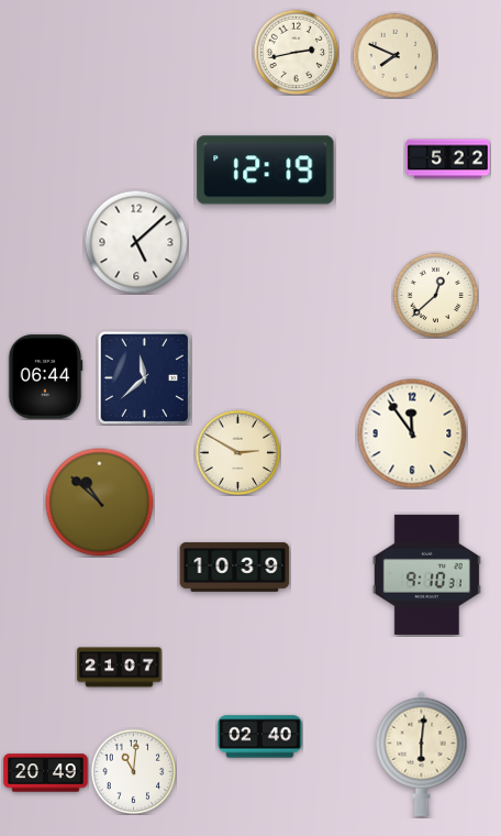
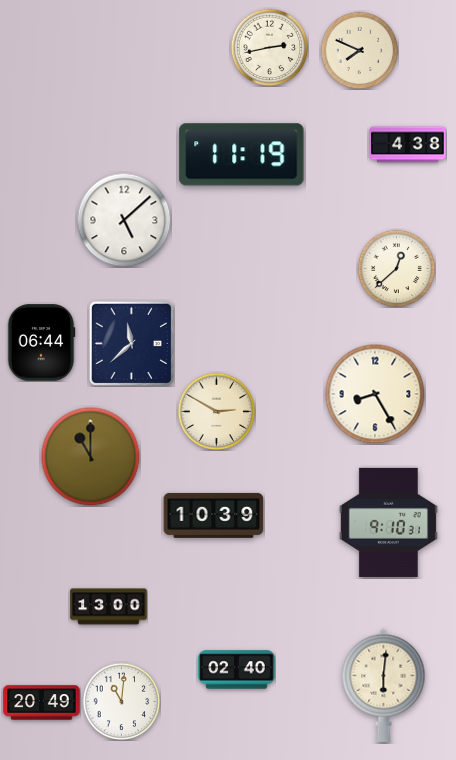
clock at (448, 159): 5:22 -> 4:38
clock at (266, 170): 12:19 -> 11:19
clock at (412, 433): 11:54 -> 8:25
clock at (100, 503): 10:52 -> 11:00
clock at (120, 668): 21:07 -> 13:00
